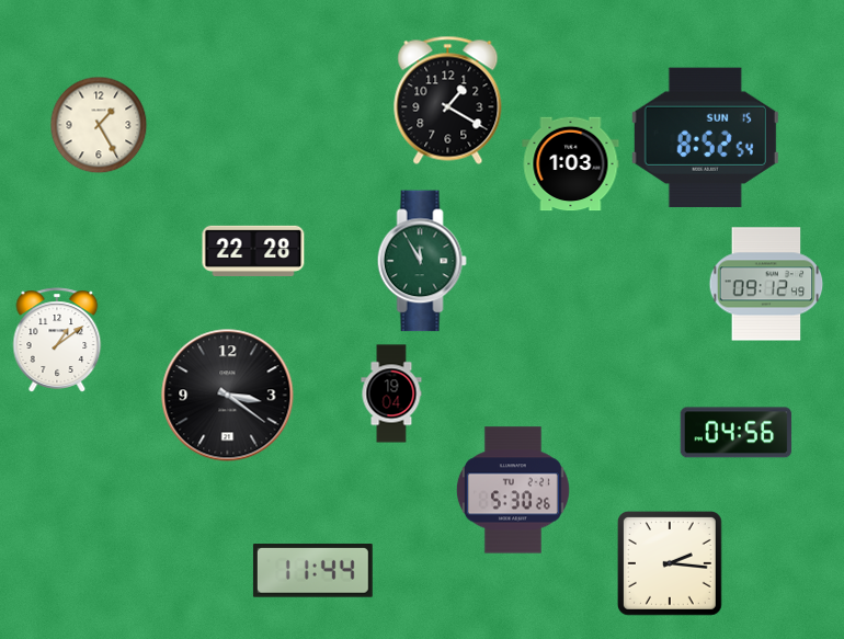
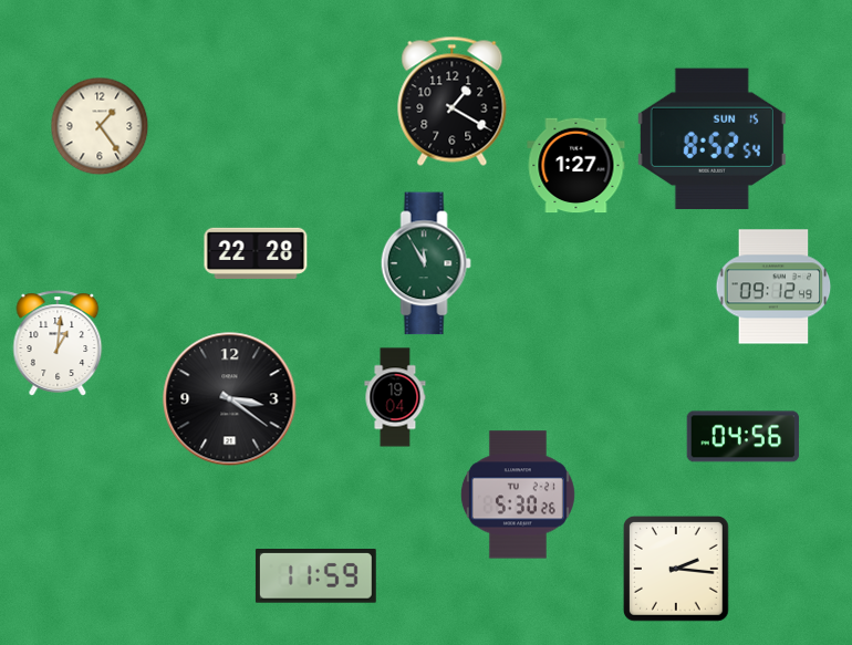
clock at (99, 125): 1:25 -> 1:24
clock at (571, 164): 1:03 -> 1:27
clock at (57, 340): 1:09 -> 1:01
clock at (312, 571): 11:44 -> 11:59
